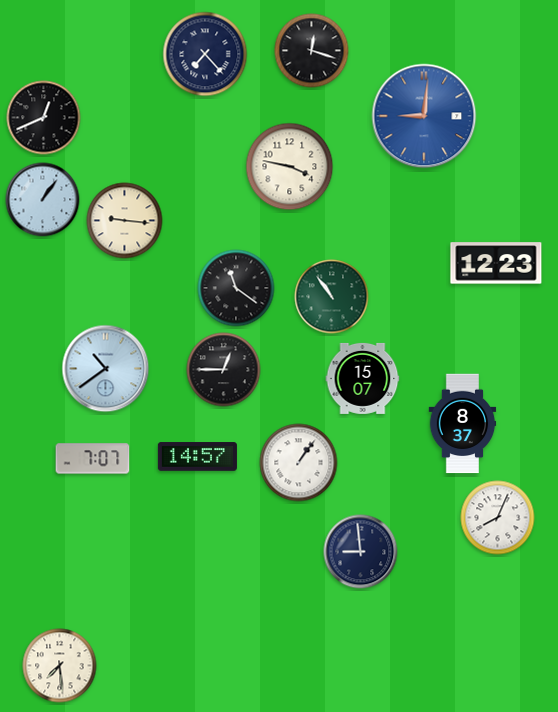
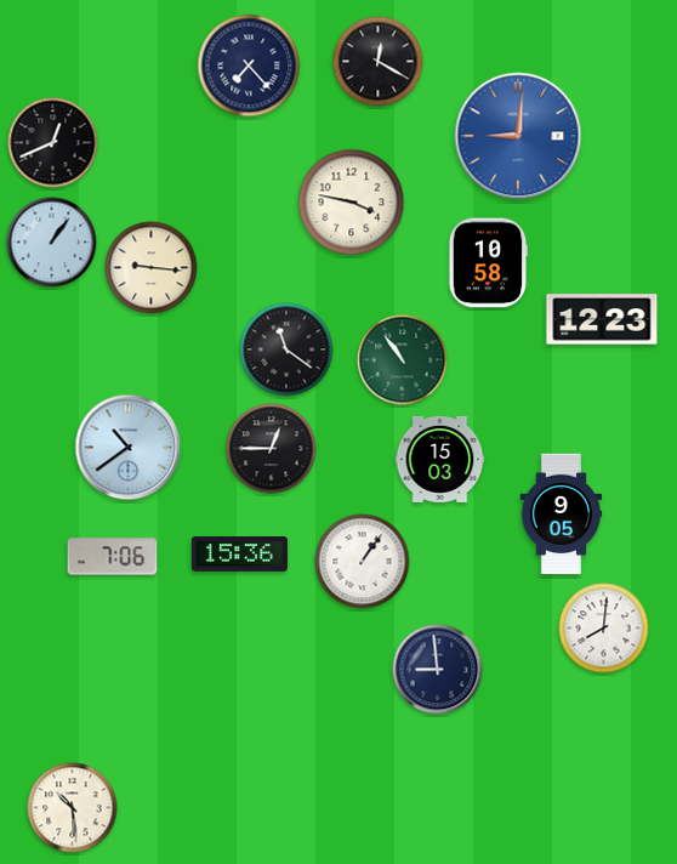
clock at (312, 51): 12:18 -> 12:20
clock at (424, 116) position: (424, 116) -> (518, 136)
clock at (489, 263): none -> 10:58
clock at (363, 378): 15:07 -> 15:03
clock at (463, 424): 8:37 -> 9:05
clock at (197, 457): 14:57 -> 15:36
clock at (93, 459): 7:07 -> 7:06
clock at (498, 518): 8:04 -> 8:01
clock at (60, 666): 7:29 -> 10:29
